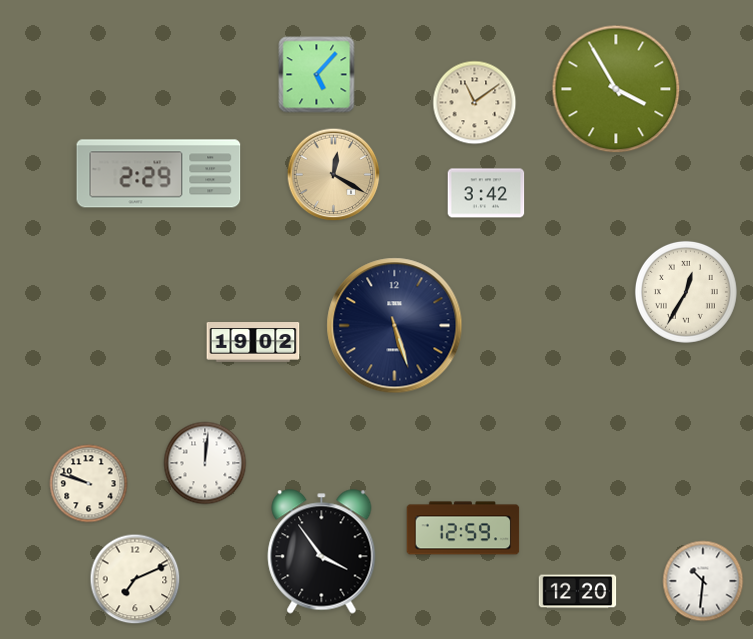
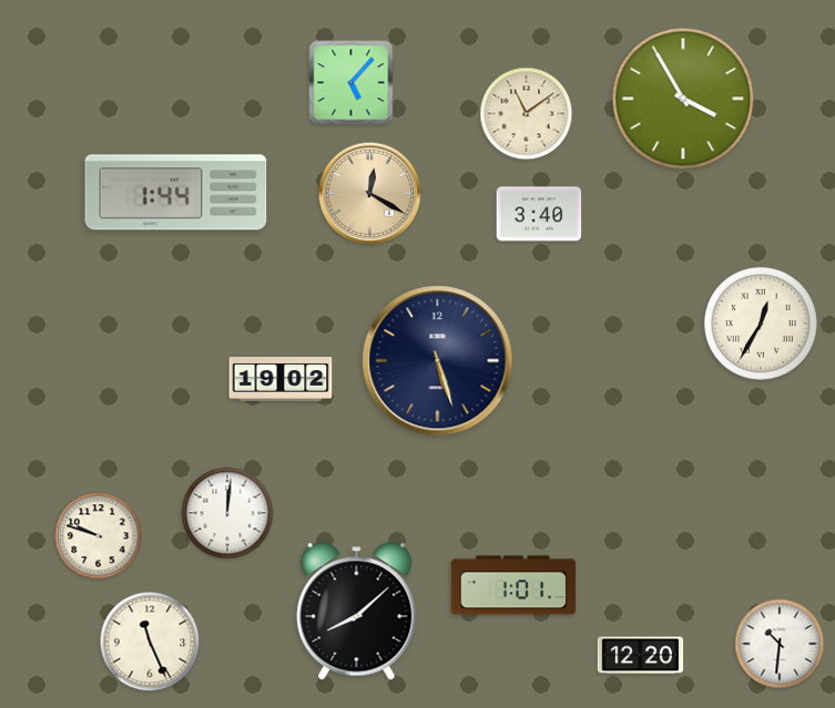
clock at (159, 174): 2:29 -> 1:44
clock at (486, 193): 3:42 -> 3:40
clock at (463, 528): 12:59 -> 1:01
clock at (322, 552): 3:54 -> 8:08
clock at (135, 579): 7:11 -> 11:26
